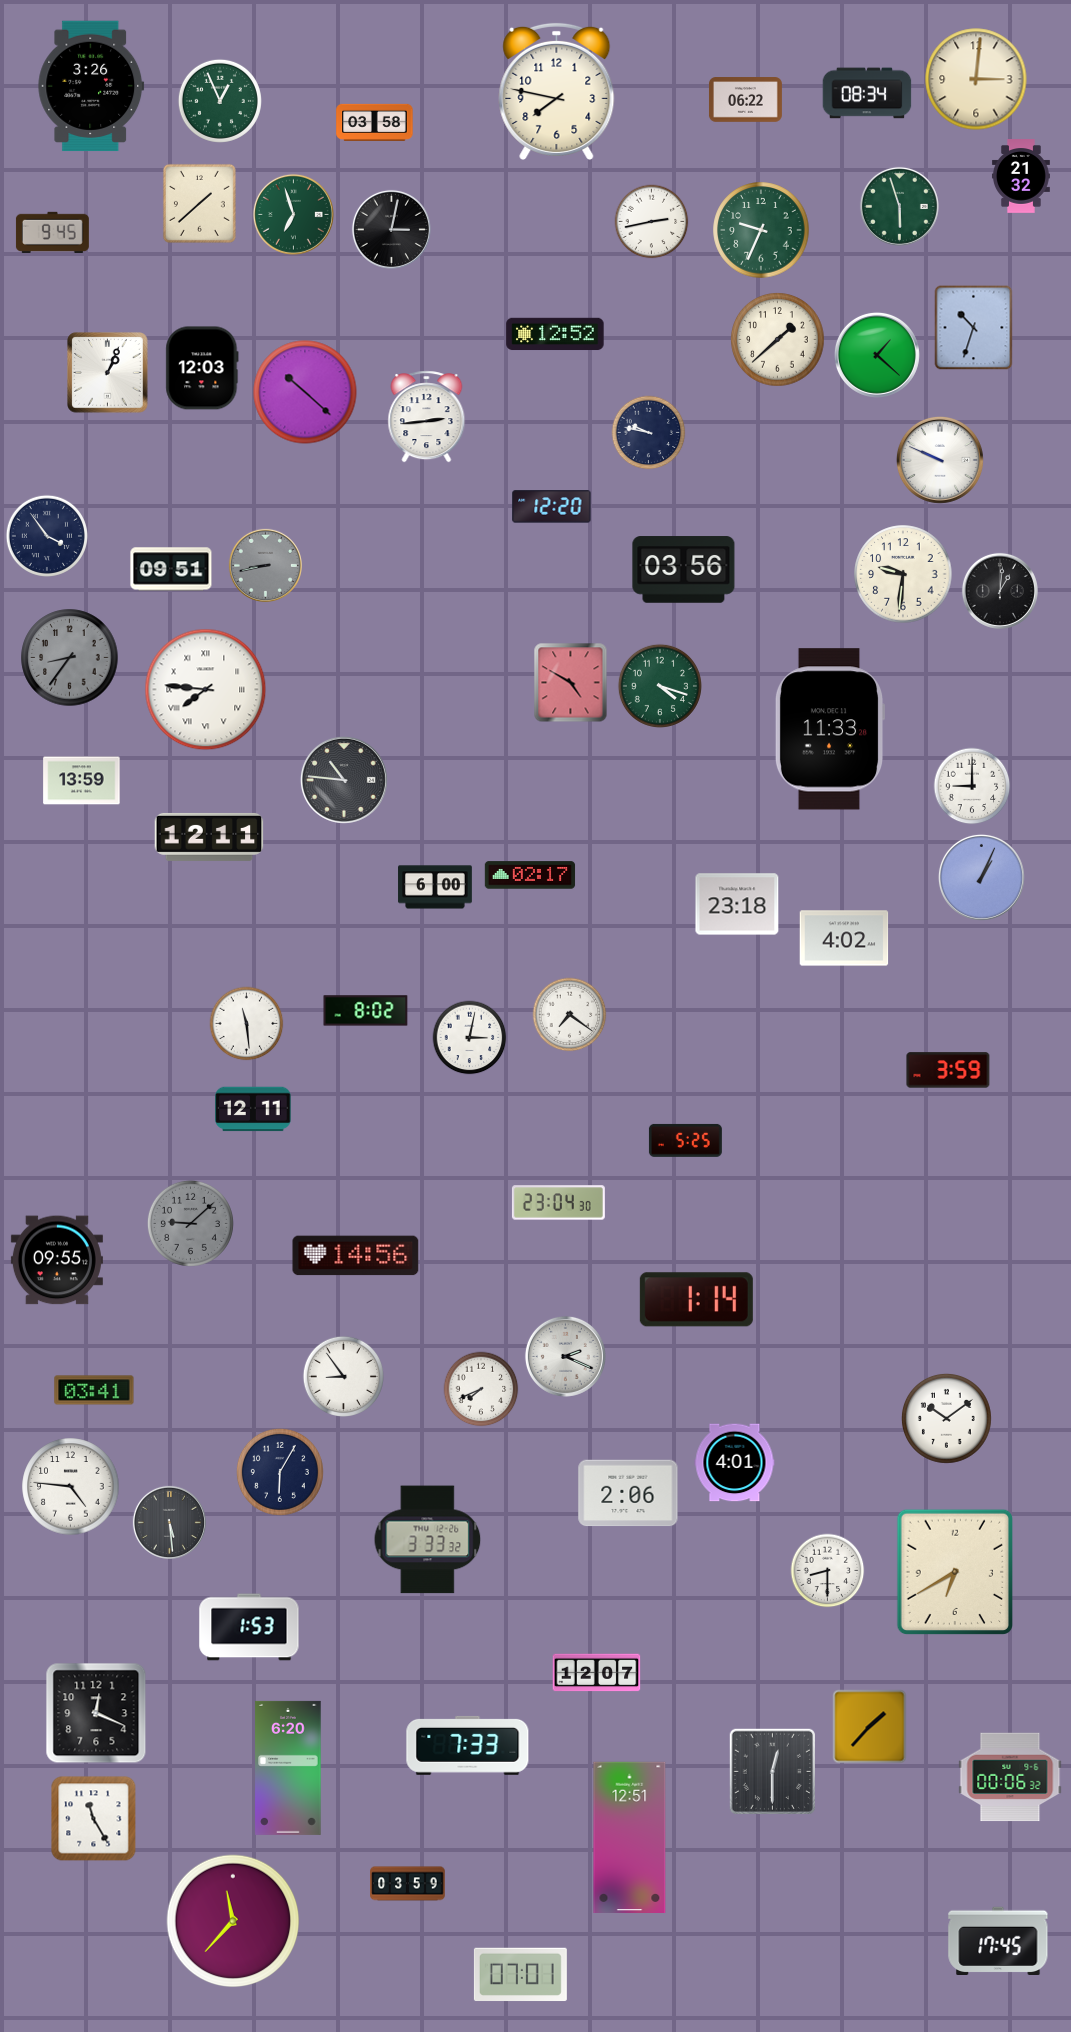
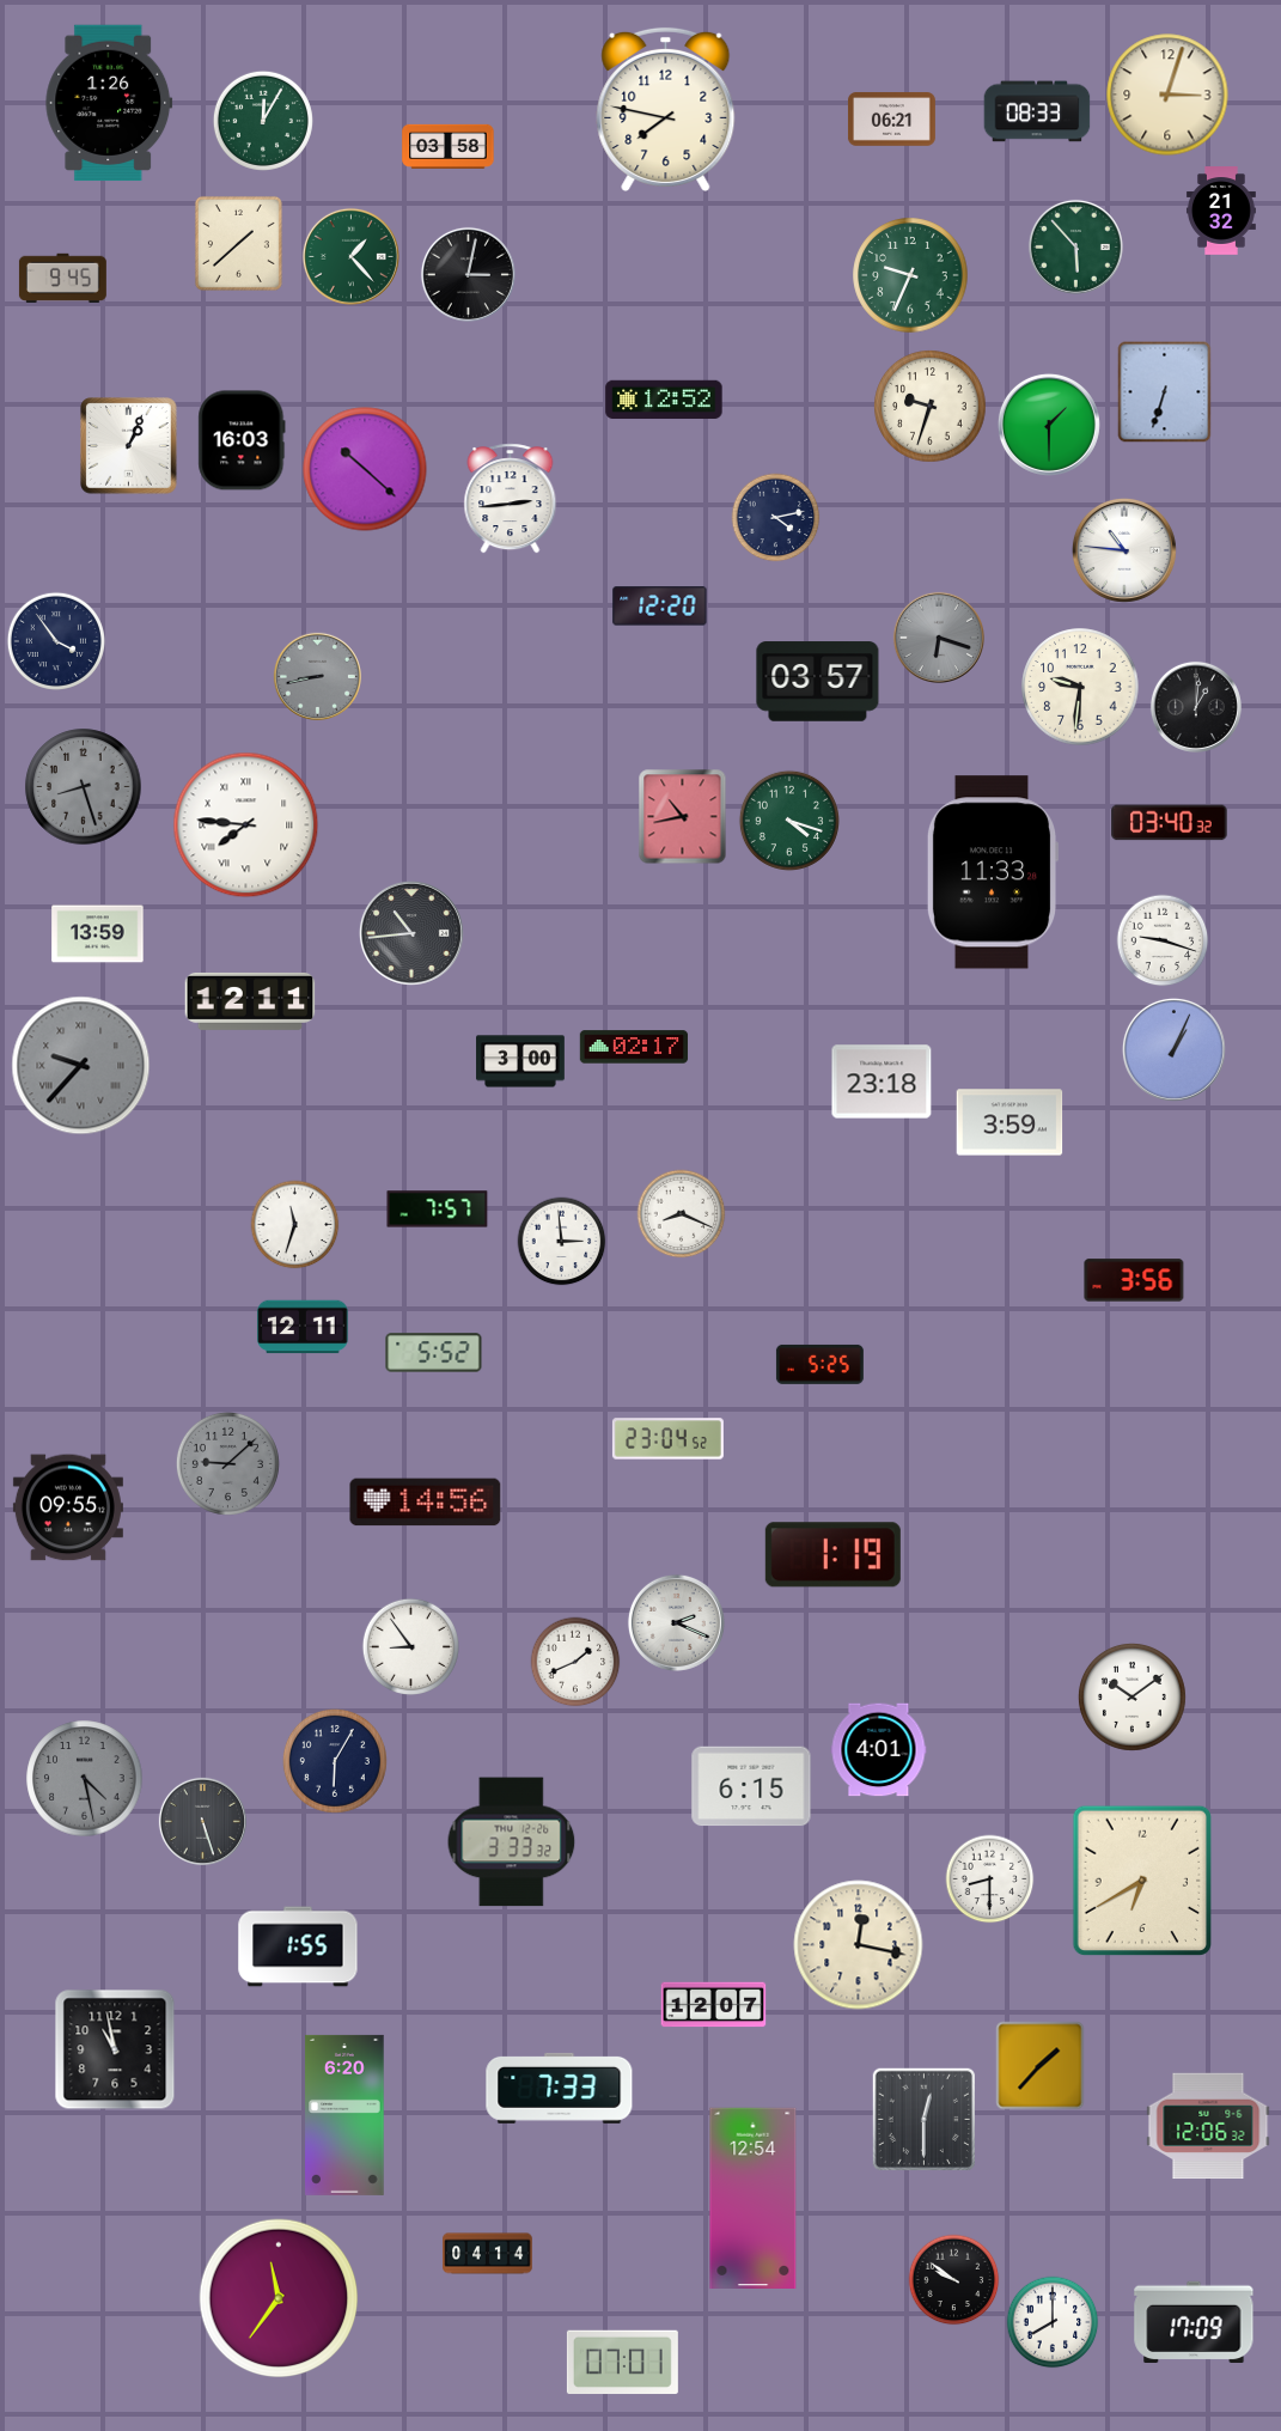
clock at (976, 79): 3:01 -> 3:03
clock at (91, 86): 3:26 -> 1:26
clock at (867, 93): 08:34 -> 08:33
clock at (745, 100): 06:22 -> 06:21
clock at (220, 101): 12:56 -> 12:05
clock at (899, 206): 5:57 -> 5:53
clock at (293, 214): 6:57 -> 1:23
clock at (652, 222): 2:43 -> none
clock at (974, 328): 10:33 -> 6:33
clock at (778, 340): 1:38 -> 9:33
clock at (877, 355): 1:22 -> 1:30
clock at (202, 368): 12:03 -> 16:03
clock at (649, 433): 9:47 -> 4:13
clock at (940, 460): 9:49 -> 10:46
clock at (939, 638): none -> 6:18
clock at (171, 569): 09:51 -> none
clock at (684, 570): 03:56 -> 03:57
clock at (70, 658): 8:36 -> 8:27
clock at (571, 683): 4:50 -> 10:43
clock at (1170, 823): none -> 03:40
clock at (344, 780): 10:46 -> 10:44
clock at (972, 786): 9:00 -> 9:18
clock at (435, 887): 6:00 -> 3:00
clock at (81, 1066): none -> 9:37
clock at (844, 938): 4:02 -> 3:59
clock at (366, 1011): 8:02 -> 7:57
clock at (570, 1015): 7:21 -> 8:19
clock at (247, 1024): 11:29 -> 11:33
clock at (470, 1038): 3:02 -> 2:59
clock at (948, 1070): 3:59 -> 3:56
clock at (434, 1353): none -> 5:52
clock at (558, 1203): 23:04:30 -> 23:04:52
clock at (696, 1300): 1:14 -> 1:19
clock at (481, 1389): 7:41 -> 1:41
clock at (94, 1390): 03:41 -> none
clock at (71, 1487): 4:46 -> 4:28
clock at (71, 1487) dial: white -> grey
clock at (628, 1493): 2:06 -> 6:15
clock at (169, 1522): 5:29 -> 5:27
clock at (859, 1945): none -> 12:17
clock at (249, 1627): 1:53 -> 1:55
clock at (597, 1673) position: (597, 1673) -> (714, 2005)
clock at (96, 1713): 12:19 -> 10:58
clock at (1010, 1777): 00:06 -> 12:06
clock at (94, 1819): 11:25 -> none
clock at (630, 1838): 12:51 -> 12:54
clock at (408, 1884): 03:59 -> 04:14
clock at (954, 2280): none -> 9:51
clock at (233, 1921): 11:37 -> 11:36
clock at (998, 1940): 17:45 -> 17:09
clock at (1053, 2322): none -> 8:00
